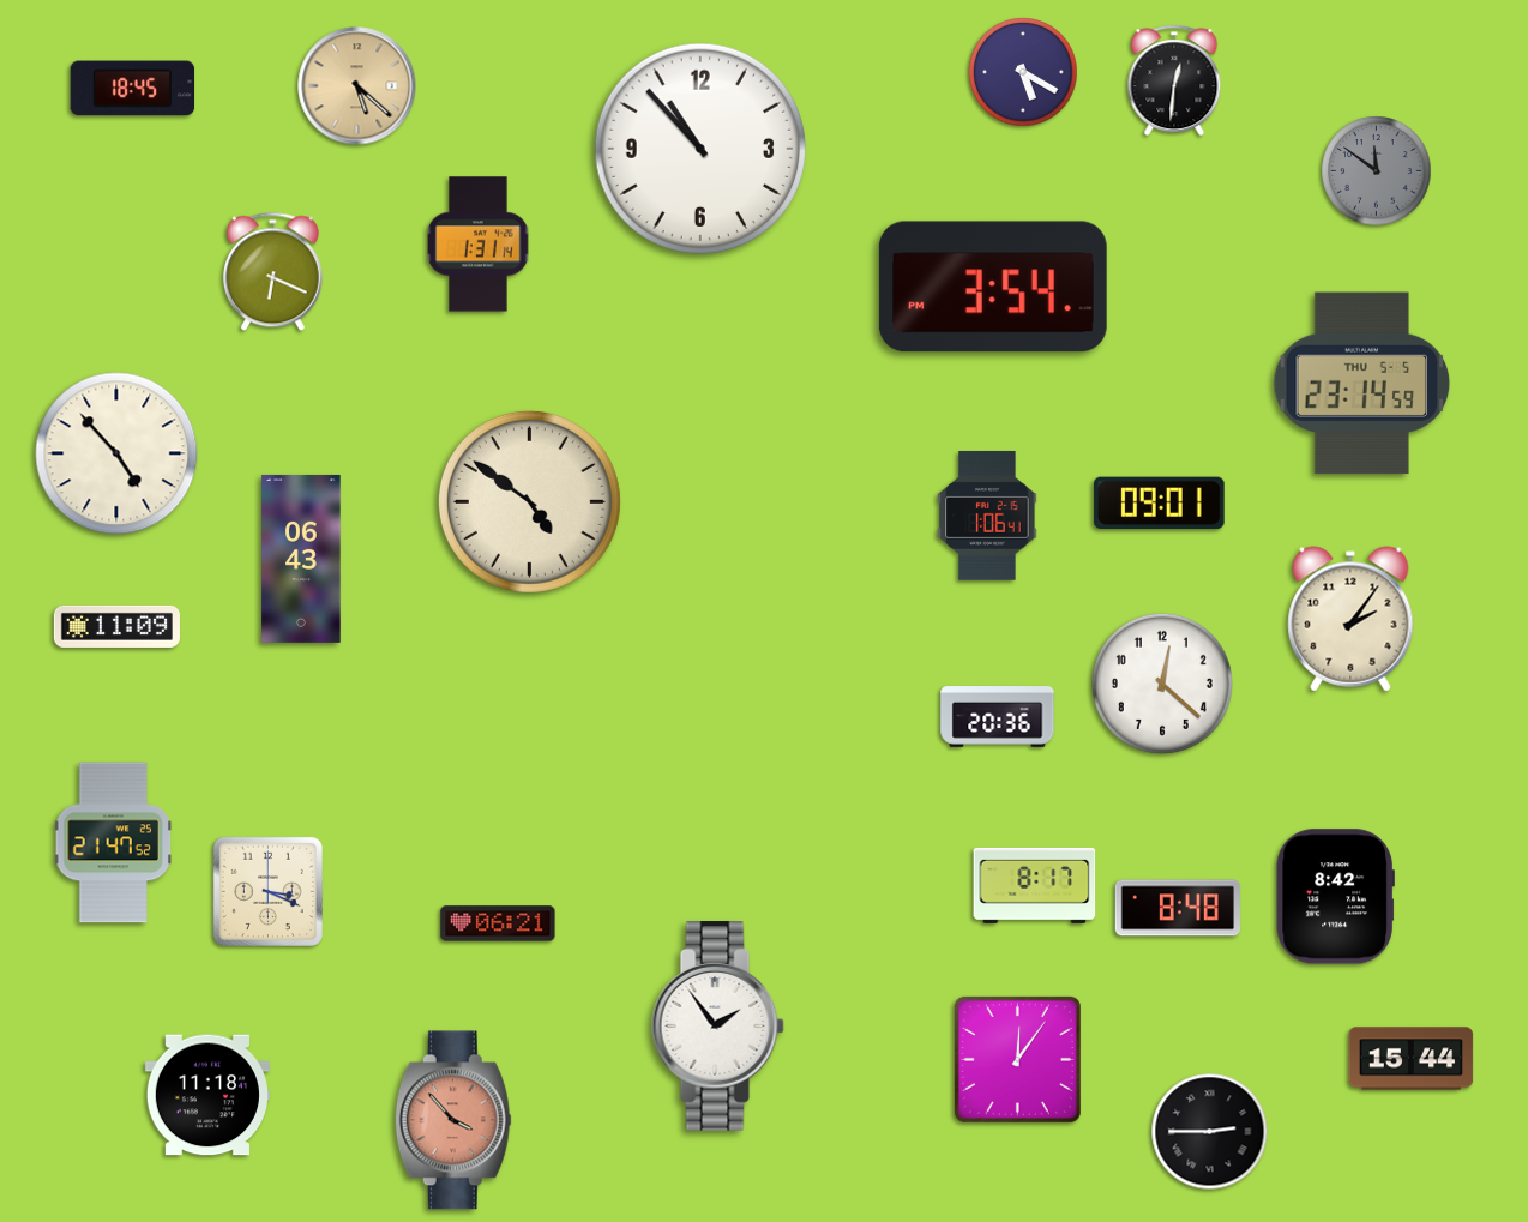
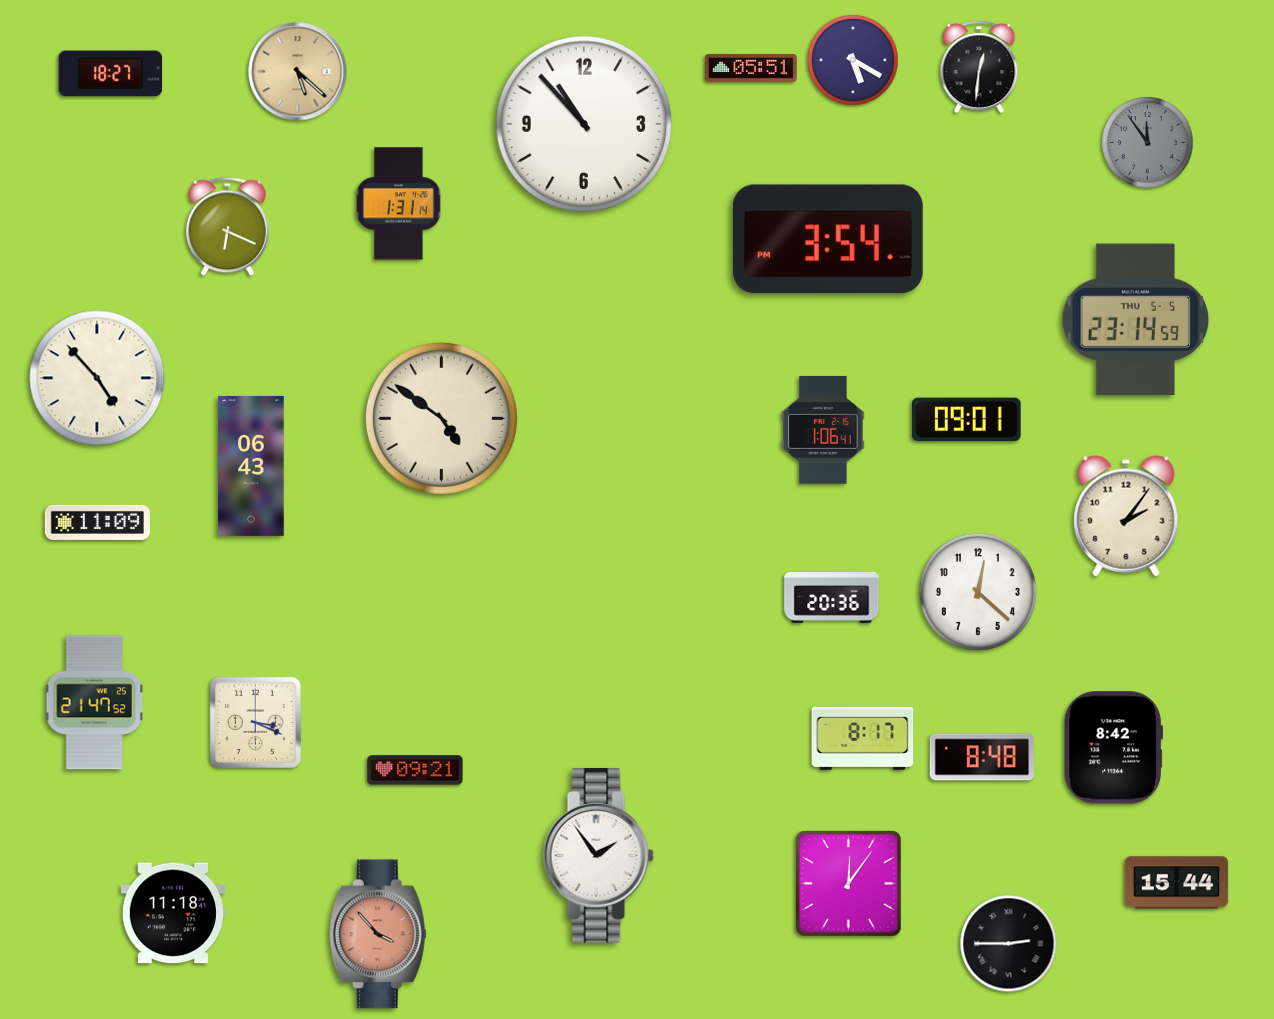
clock at (751, 68): none -> 05:51
clock at (133, 89): 18:45 -> 18:27
clock at (1377, 171): 11:51 -> 11:54
clock at (1162, 684) position: (1162, 684) -> (978, 592)
clock at (267, 891) position: (267, 891) -> (255, 722)
clock at (498, 923): 06:21 -> 09:21
